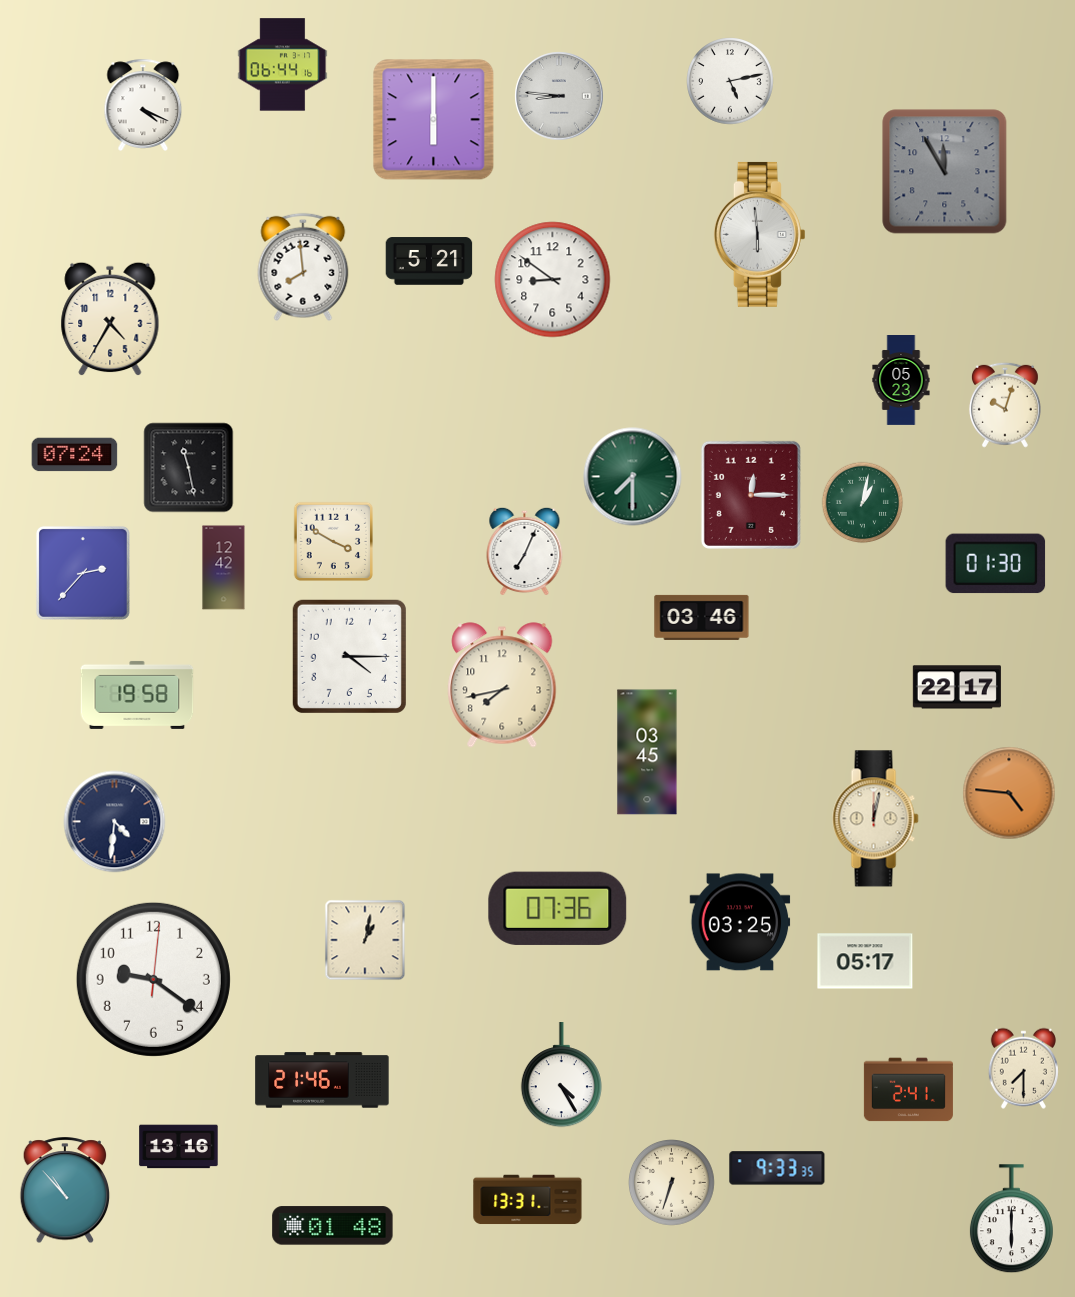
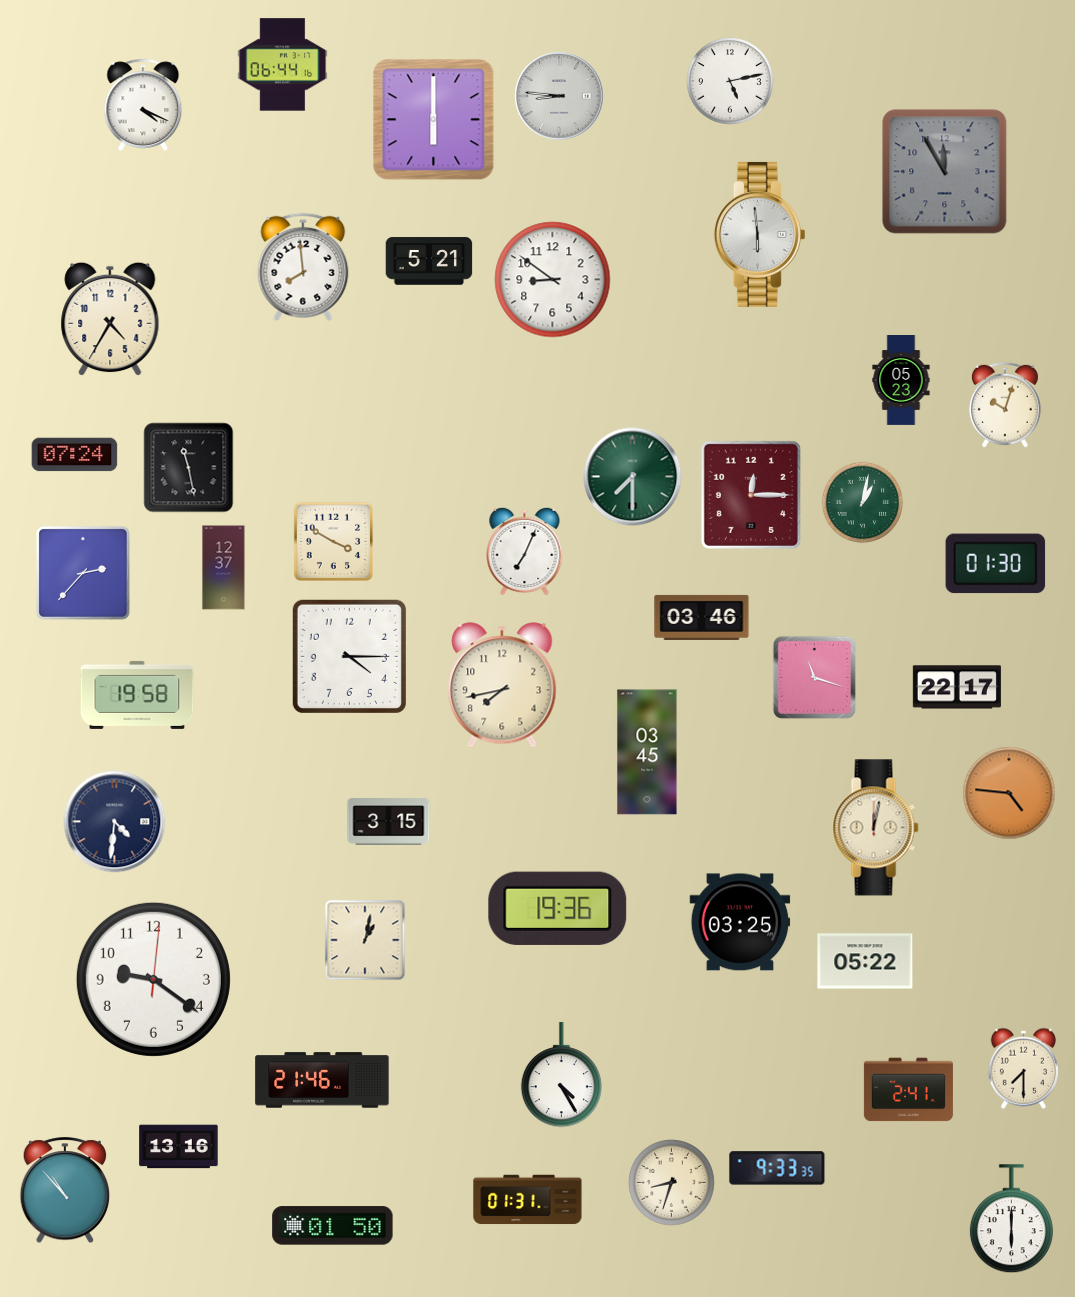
clock at (224, 568): 12:42 -> 12:37
clock at (814, 677): none -> 11:18
clock at (876, 819) position: (876, 819) -> (876, 828)
clock at (389, 822): none -> 3:15
clock at (558, 908): 07:36 -> 19:36
clock at (865, 961): 05:17 -> 05:22
clock at (672, 1183): 6:33 -> 8:33
clock at (528, 1200): 13:31 -> 01:31
clock at (333, 1226): 01:48 -> 01:50
